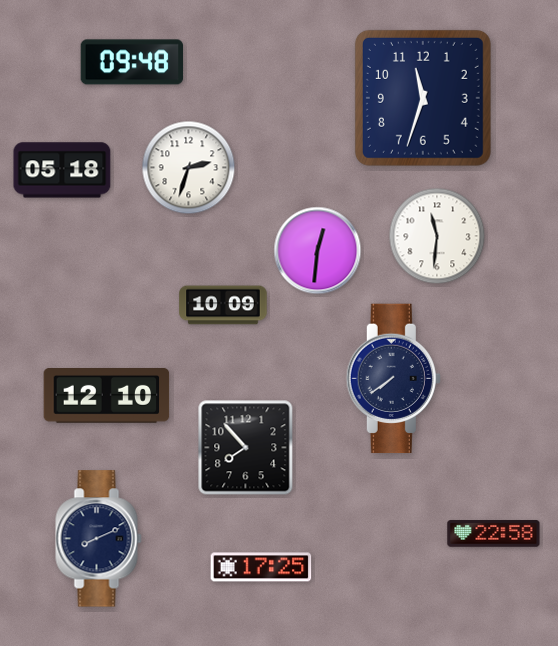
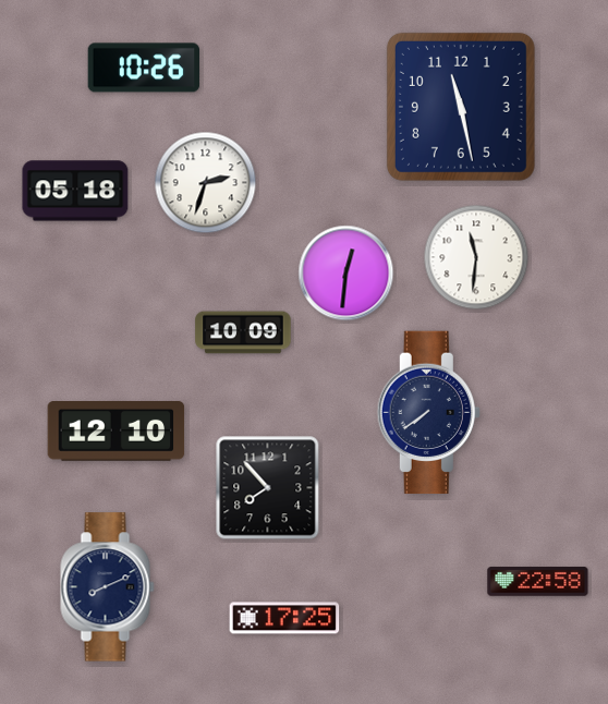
clock at (132, 62): 09:48 -> 10:26
clock at (423, 98): 11:33 -> 11:28
clock at (62, 170) position: (62, 170) -> (75, 191)
